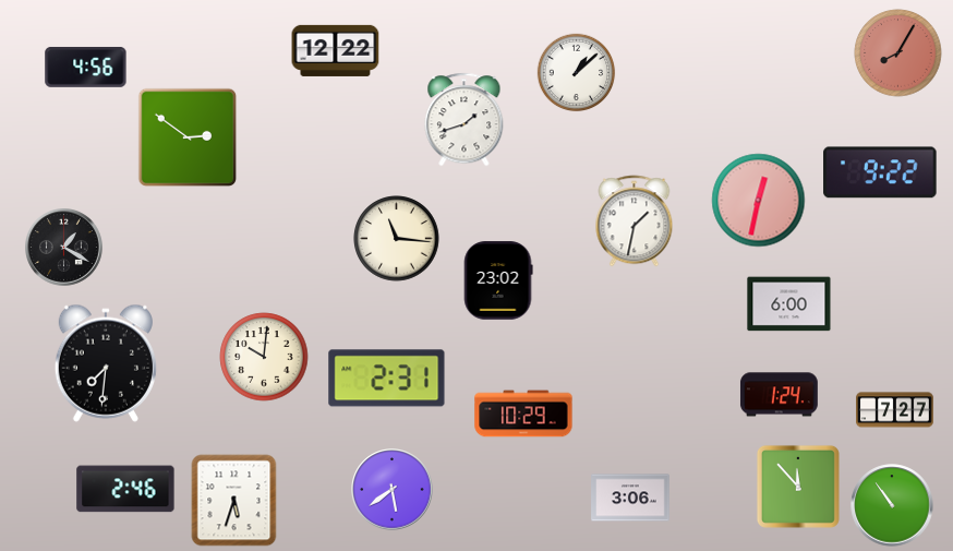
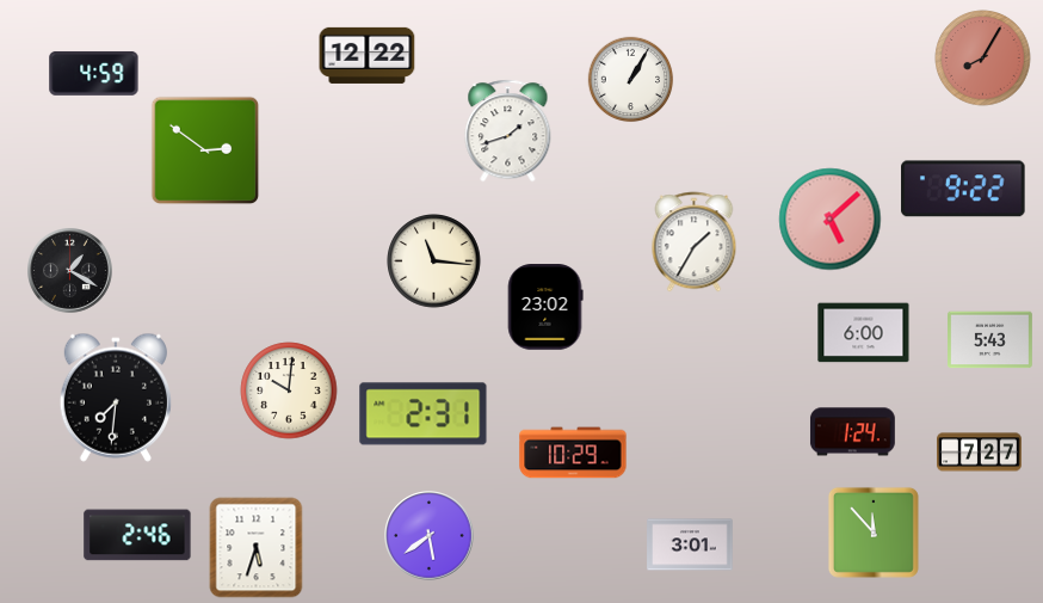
clock at (86, 67): 4:56 -> 4:59
clock at (577, 73): 1:08 -> 1:05
clock at (759, 201): 12:32 -> 5:08
clock at (635, 221): 1:32 -> 1:35
clock at (990, 340): none -> 5:43
clock at (895, 410) position: (895, 410) -> (980, 453)
clock at (630, 498): 3:06 -> 3:01
clock at (892, 505): 10:54 -> none
